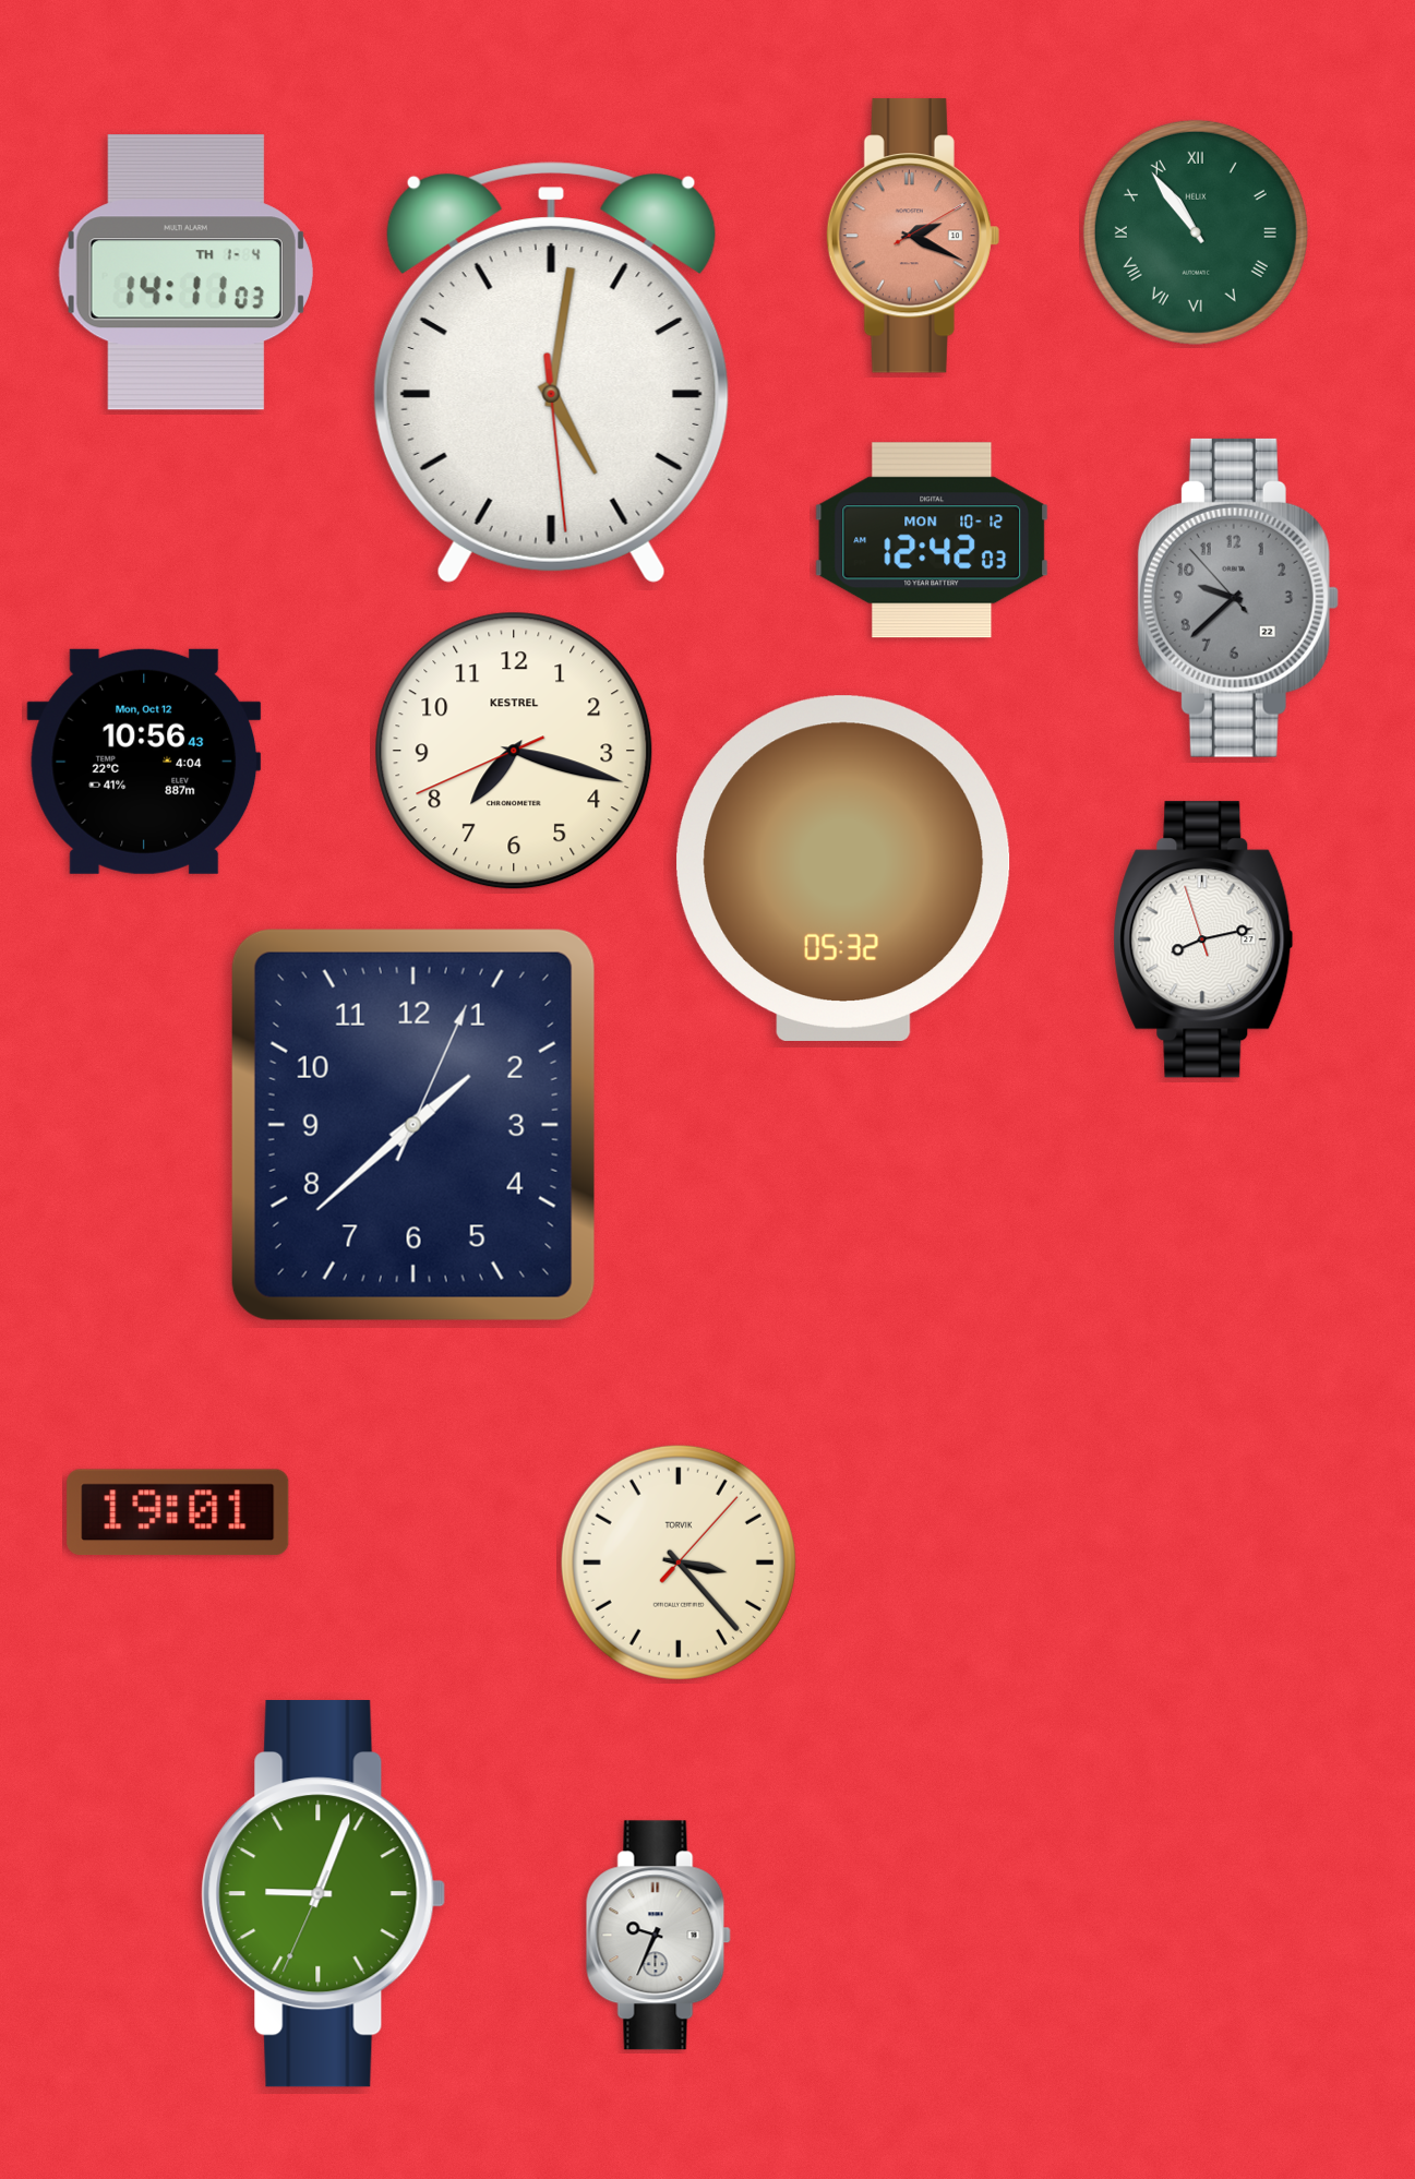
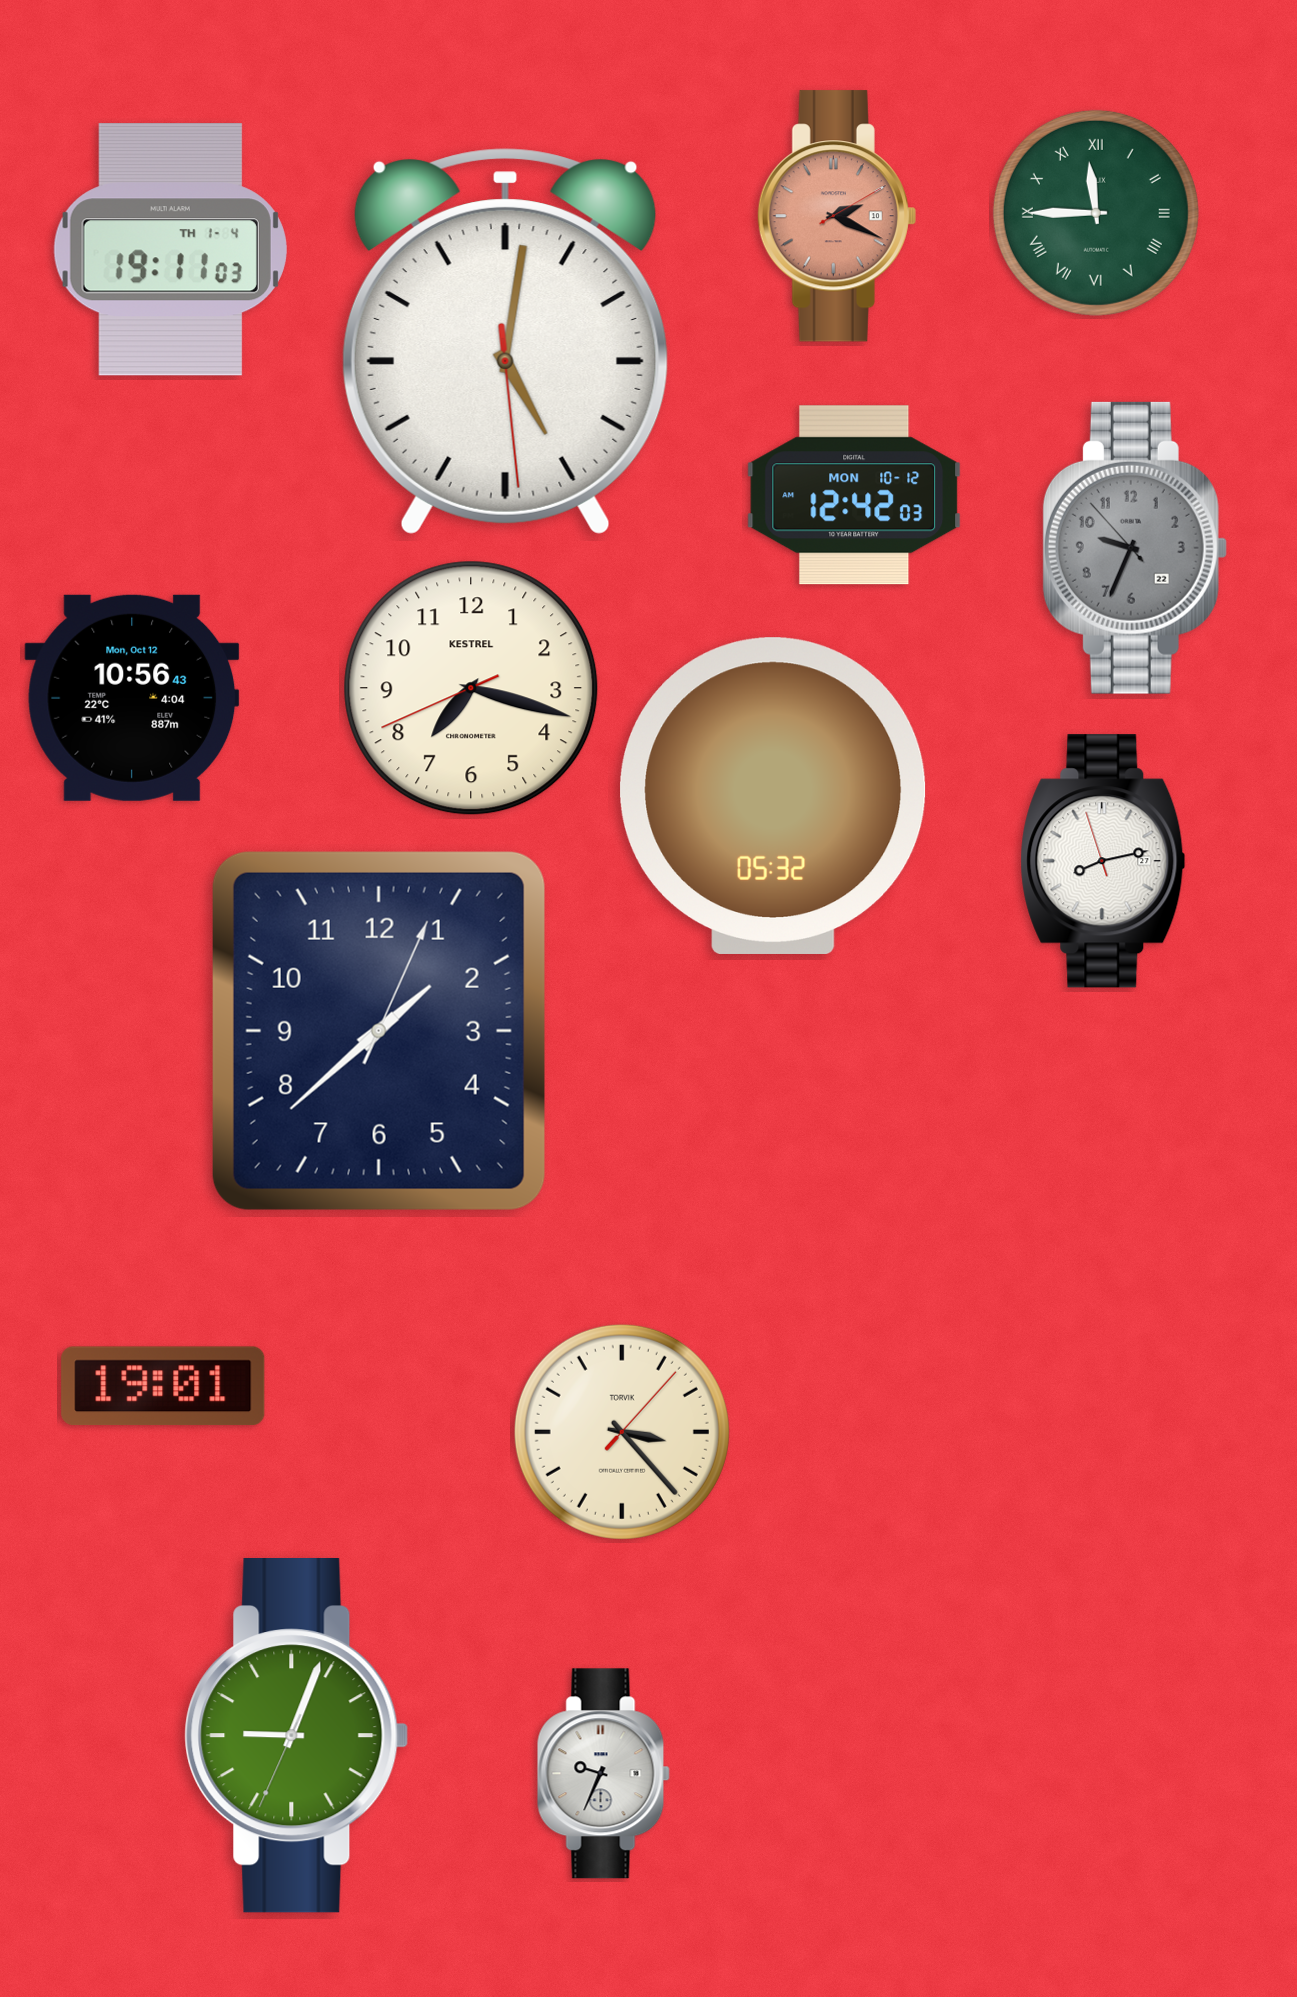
clock at (1196, 232): 10:54 -> 11:45
clock at (185, 273): 14:11 -> 19:11
clock at (1238, 598): 9:37 -> 9:33
